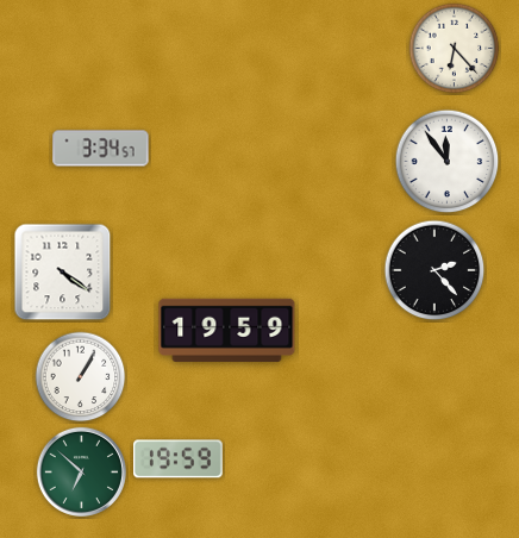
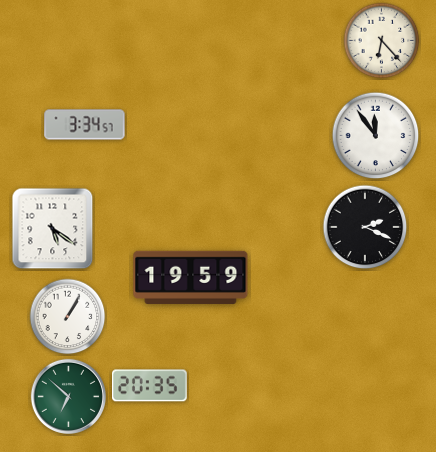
clock at (434, 270): 2:23 -> 2:19
clock at (63, 273): 4:21 -> 5:21
clock at (179, 459): 19:59 -> 20:35
